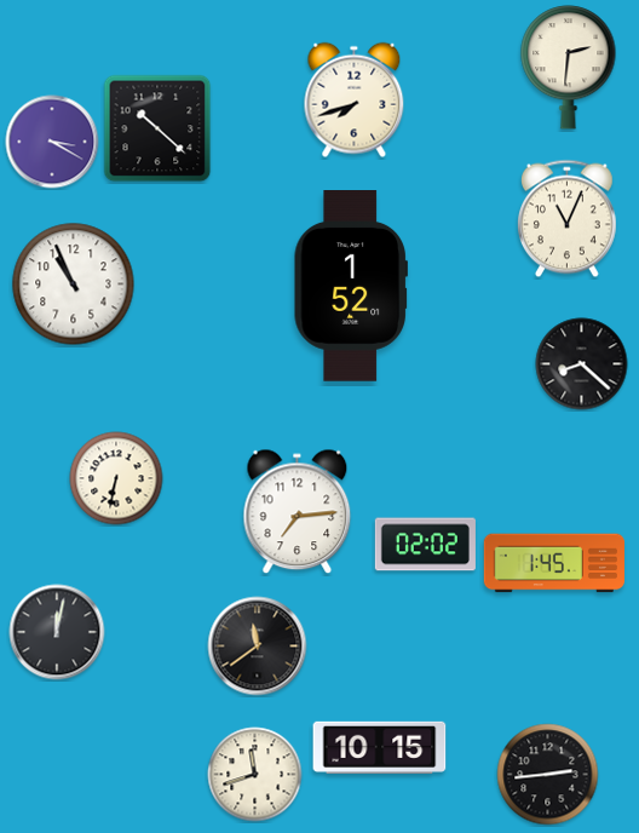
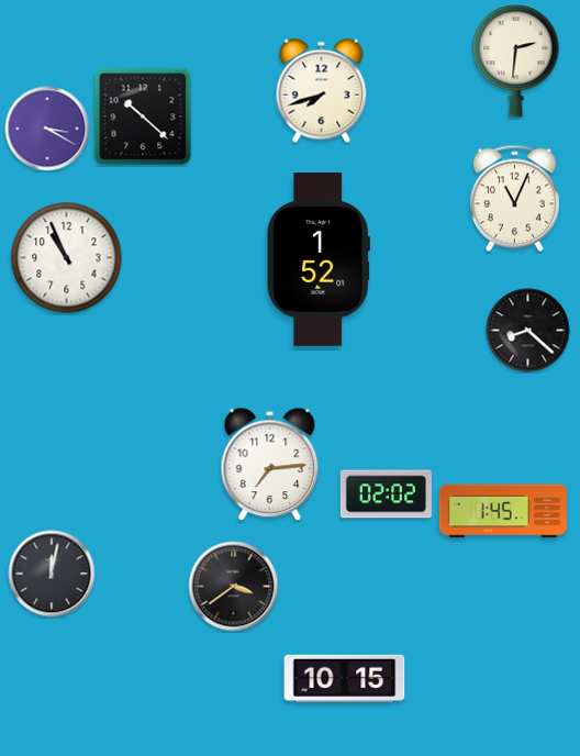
clock at (116, 478): 6:32 -> none
clock at (258, 647): 11:39 -> 3:39
clock at (255, 775): 11:42 -> none
clock at (548, 775): 2:44 -> none
